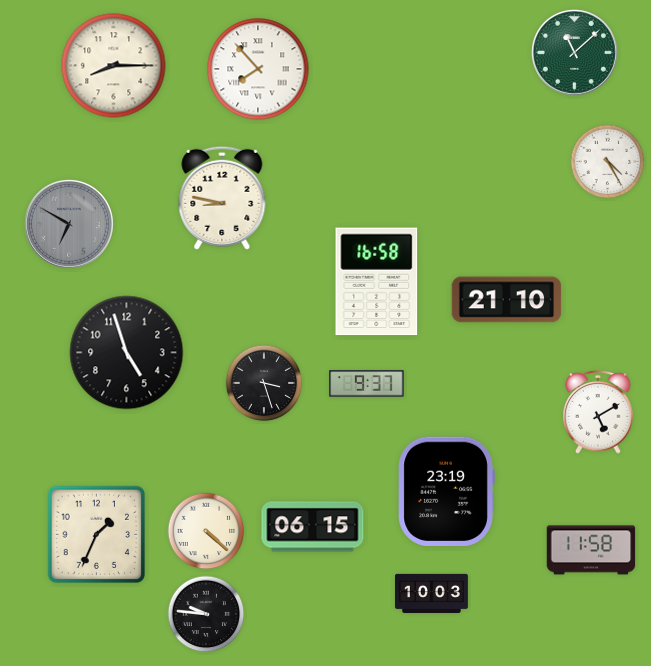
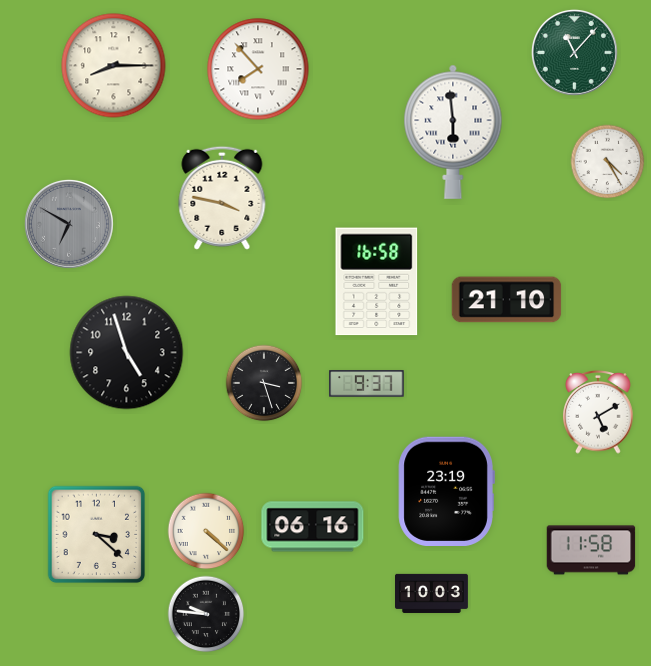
clock at (574, 52): 11:08 -> 11:07
clock at (453, 132): none -> 5:59
clock at (222, 198): 8:47 -> 3:47
clock at (313, 527): 06:15 -> 06:16
clock at (97, 535): 1:34 -> 3:22
